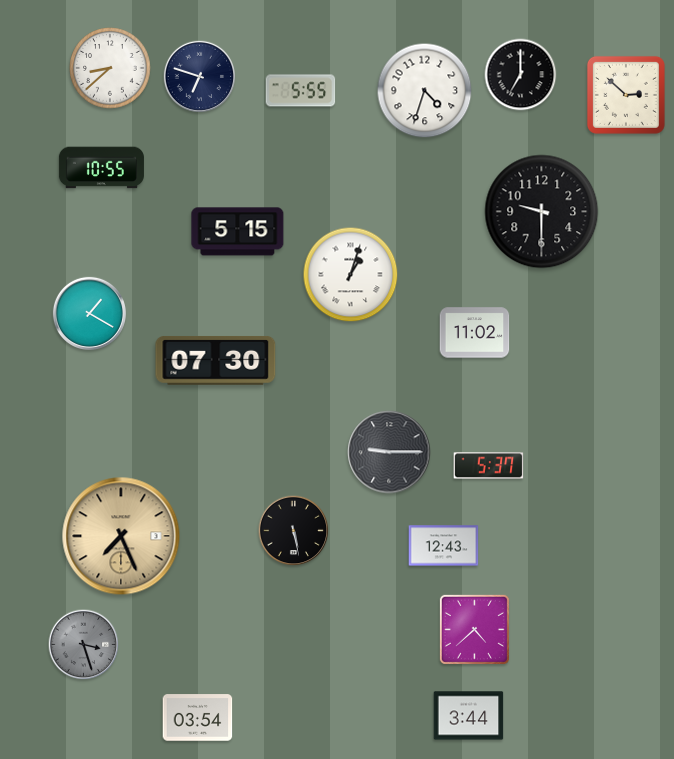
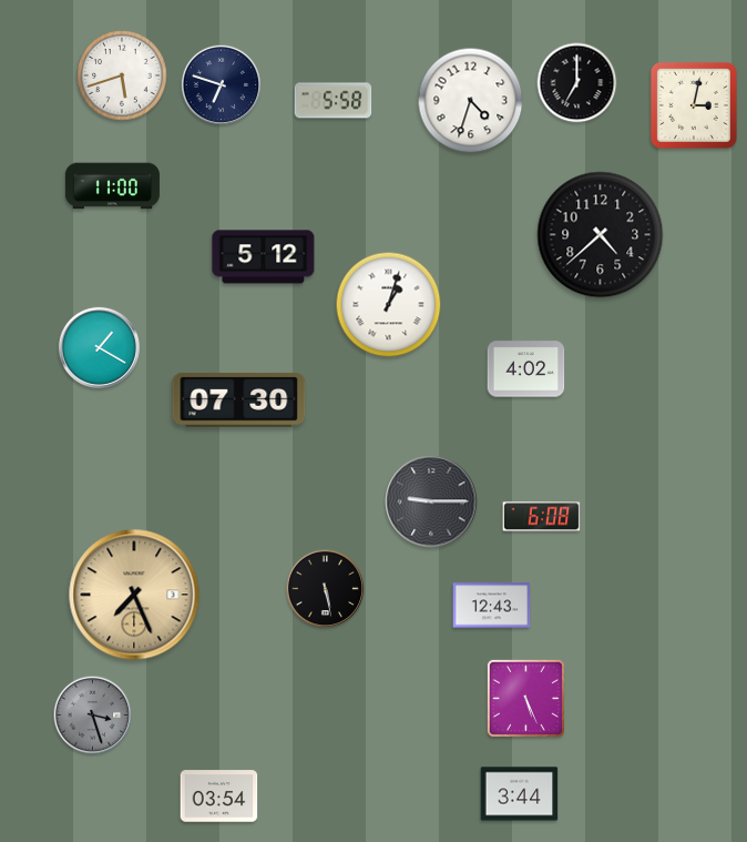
clock at (110, 68): 8:38 -> 5:42
clock at (301, 91): 5:55 -> 5:58
clock at (626, 95): 2:52 -> 3:02
clock at (101, 168): 10:55 -> 11:00
clock at (542, 212): 9:30 -> 4:38
clock at (238, 232): 5:15 -> 5:12
clock at (475, 333): 11:02 -> 4:02
clock at (489, 466): 5:37 -> 6:08
clock at (474, 629): 4:38 -> 5:26
